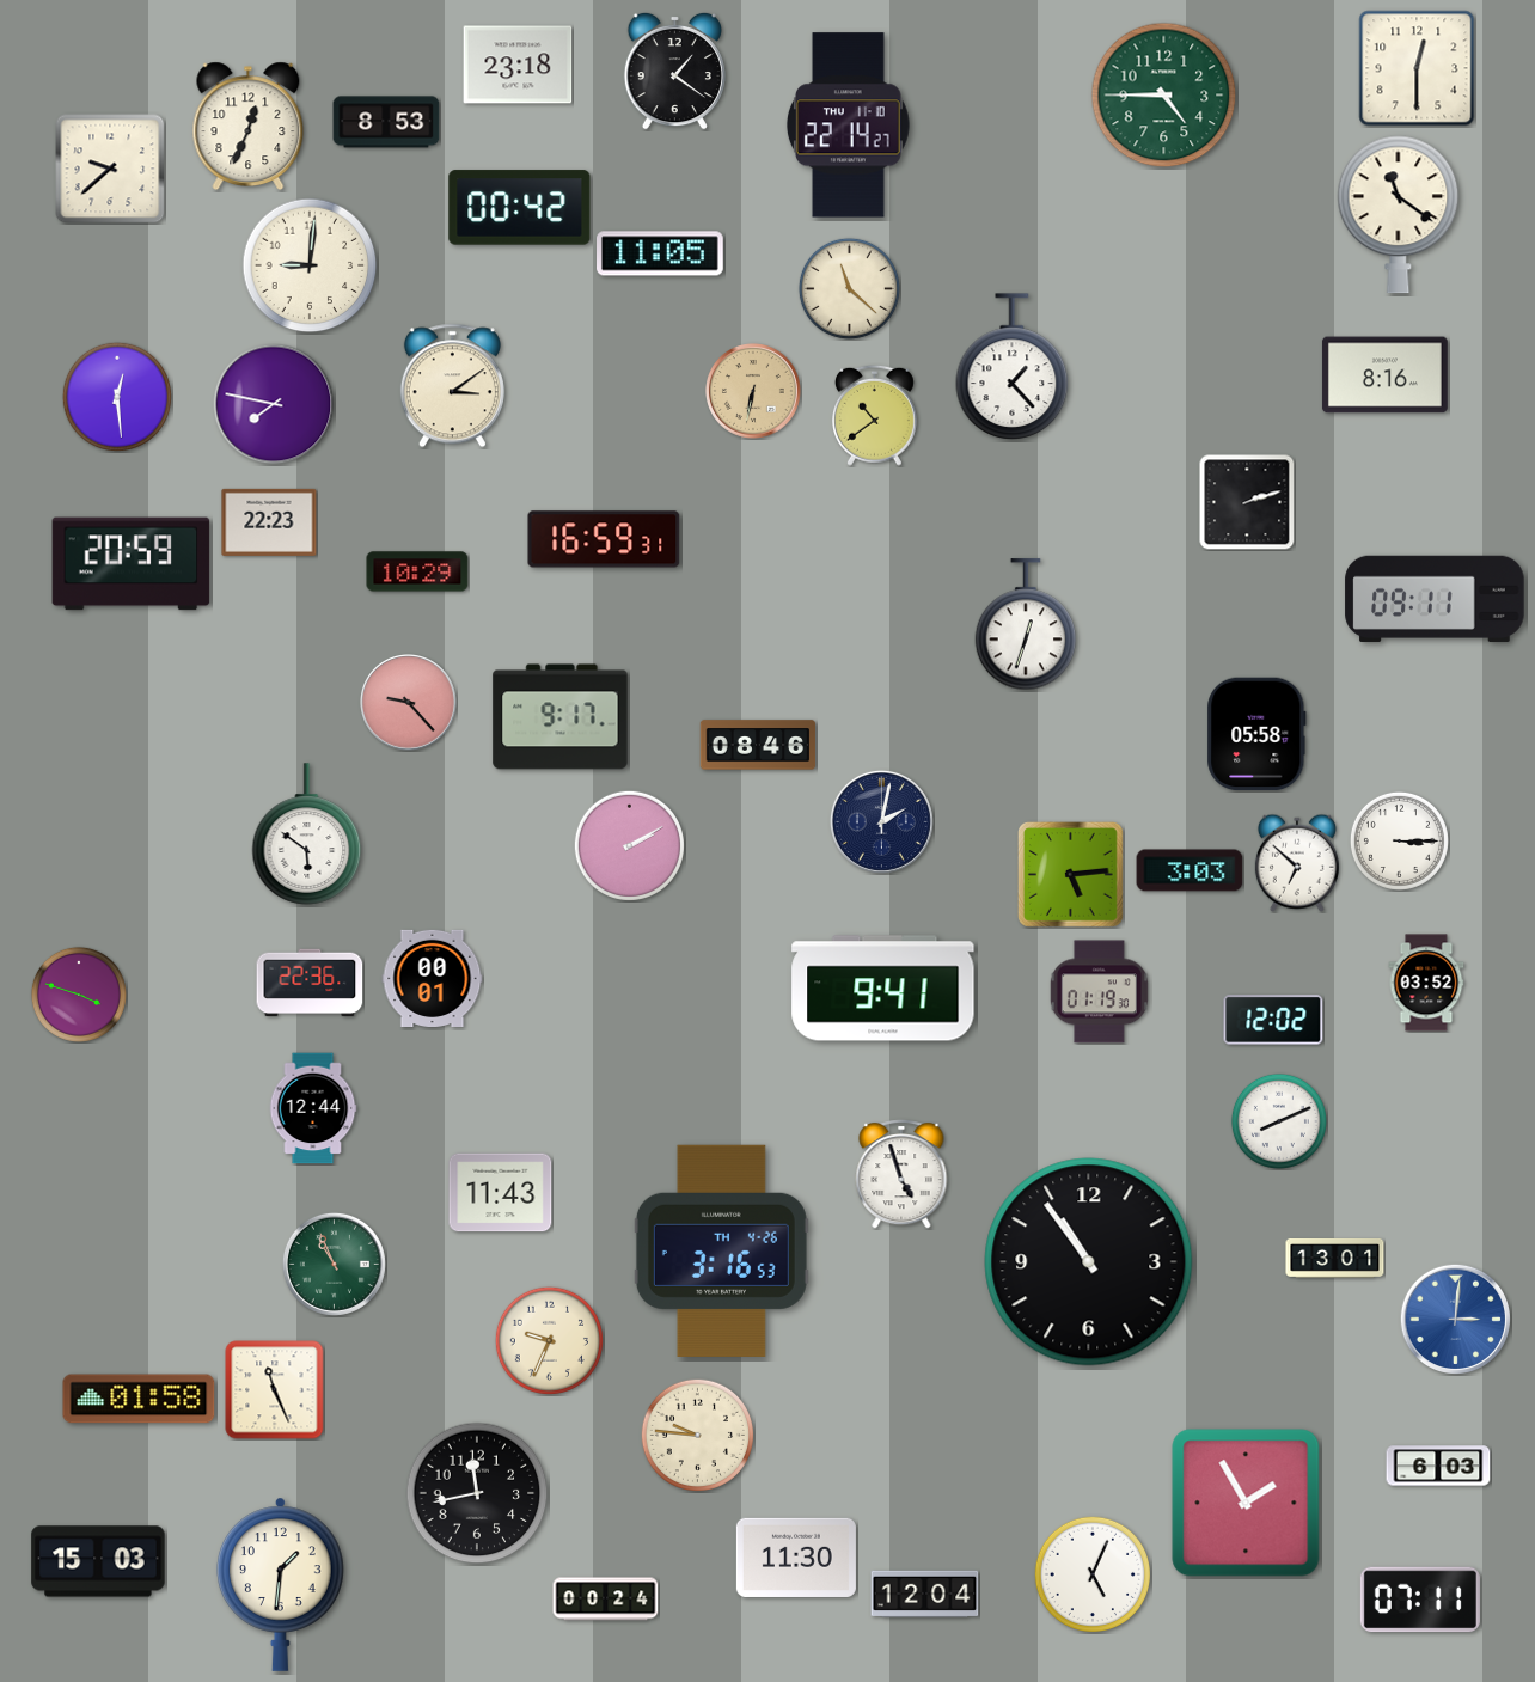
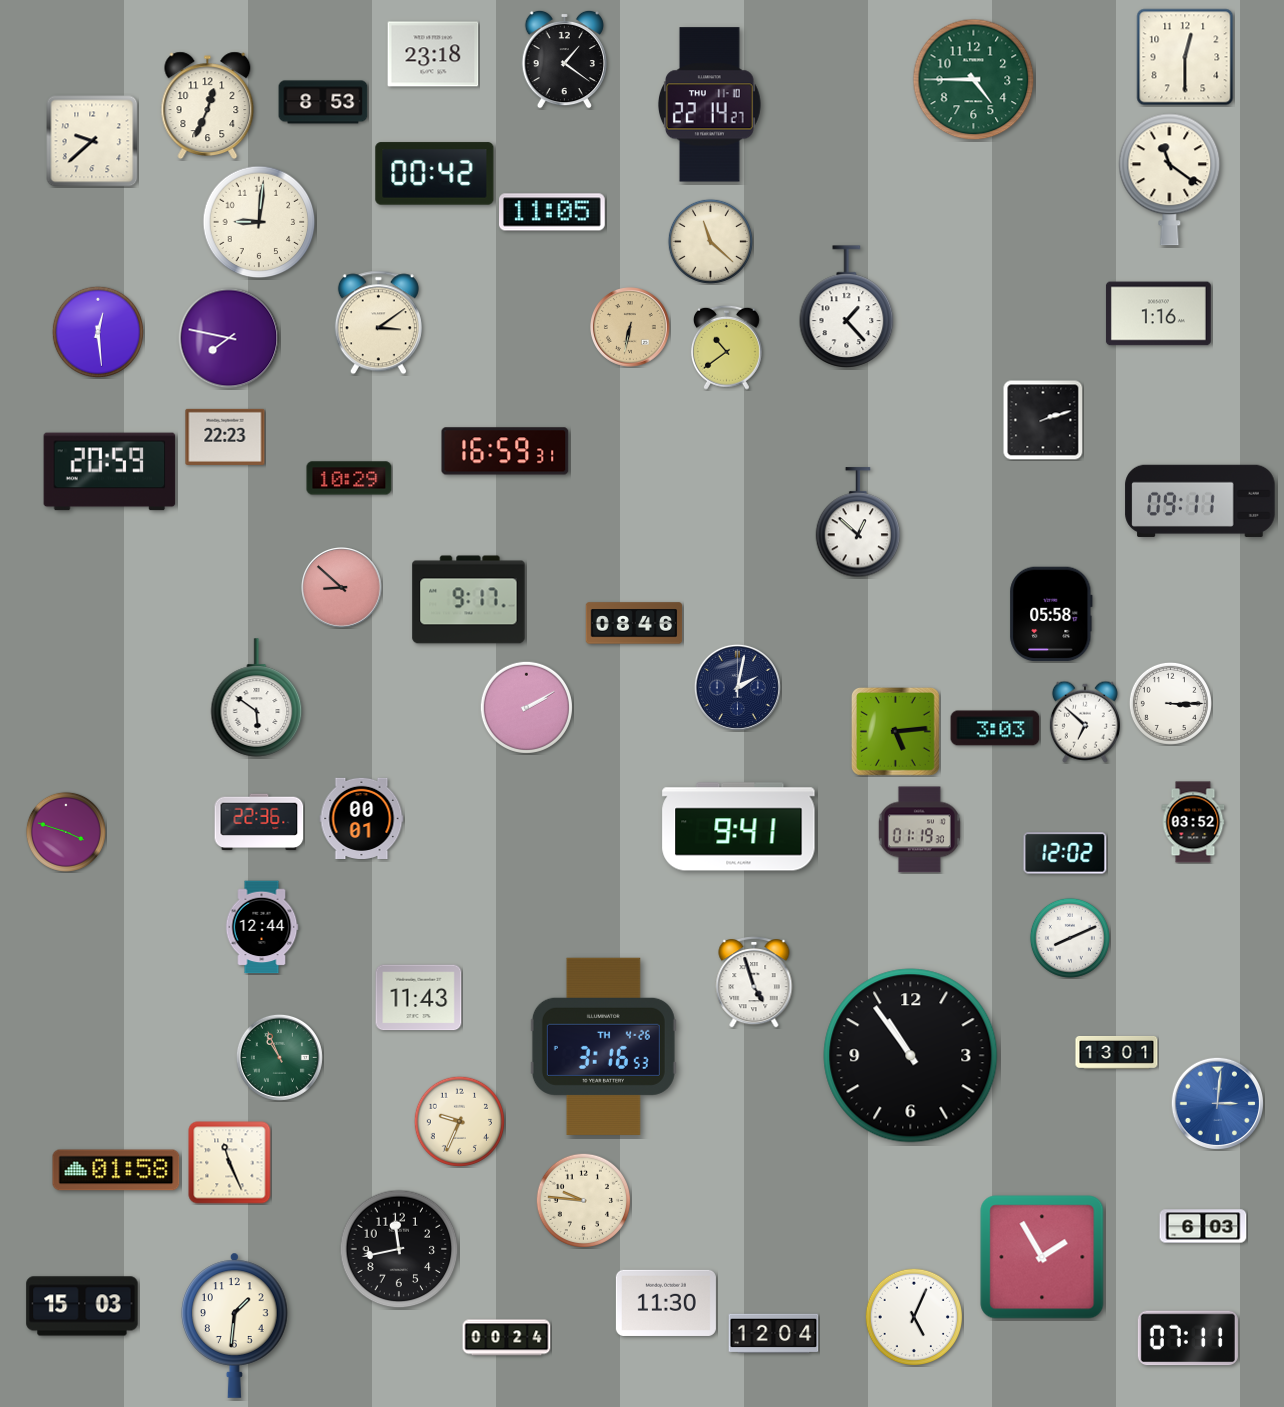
clock at (1384, 375): 8:16 -> 1:16
clock at (874, 415) position: (874, 415) -> (726, 347)
clock at (1026, 625): 12:33 -> 12:52
clock at (409, 703): 9:23 -> 8:52
